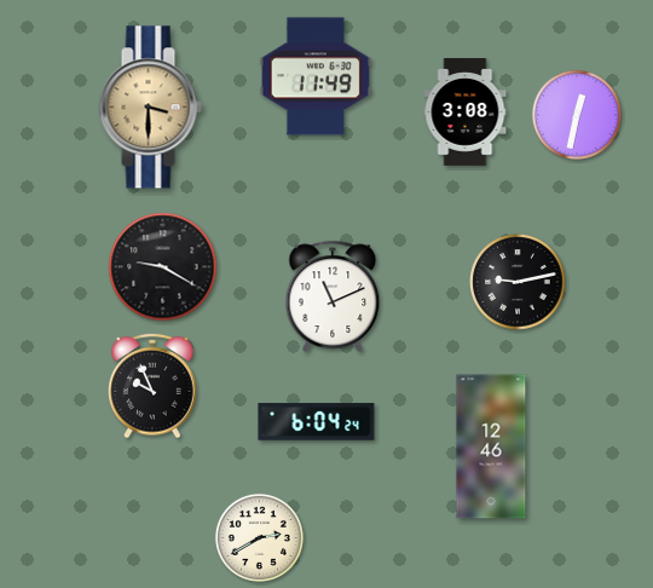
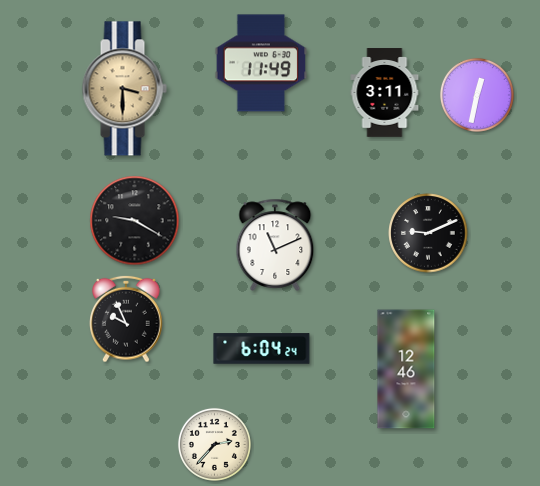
clock at (466, 113): 3:08 -> 3:11
clock at (518, 282): 9:13 -> 9:11
clock at (259, 537): 2:40 -> 2:37
